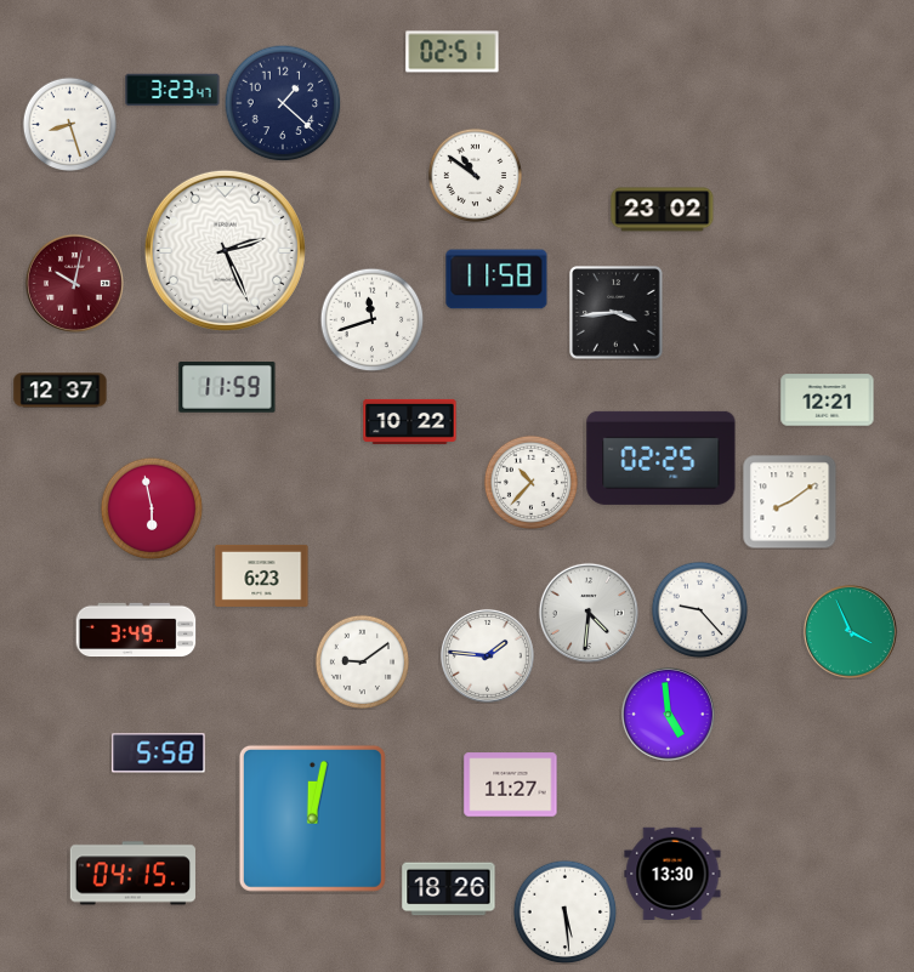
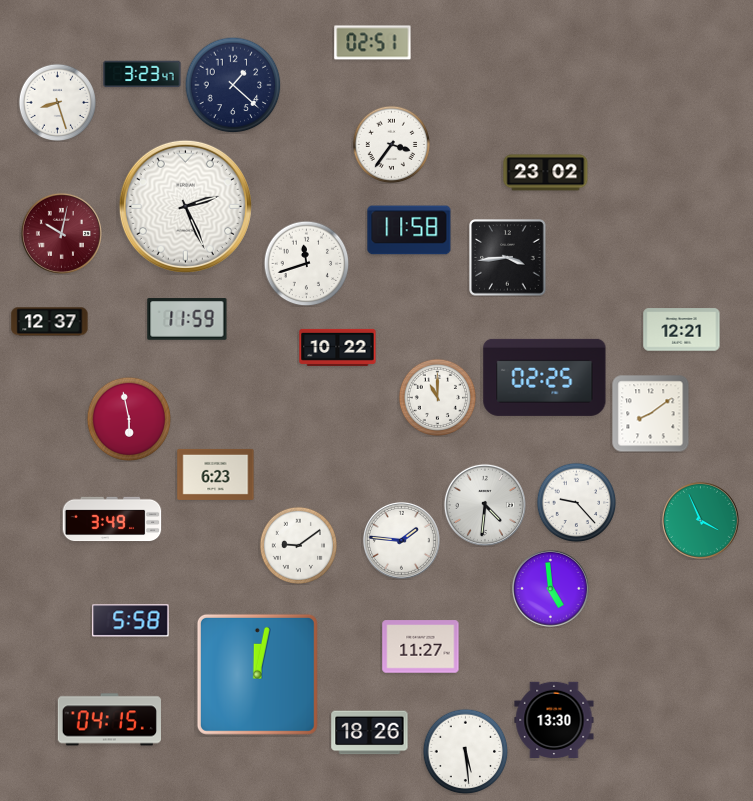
clock at (475, 175): 10:51 -> 3:36
clock at (530, 482): 10:37 -> 11:00
clock at (152, 508) position: (152, 508) -> (129, 419)
